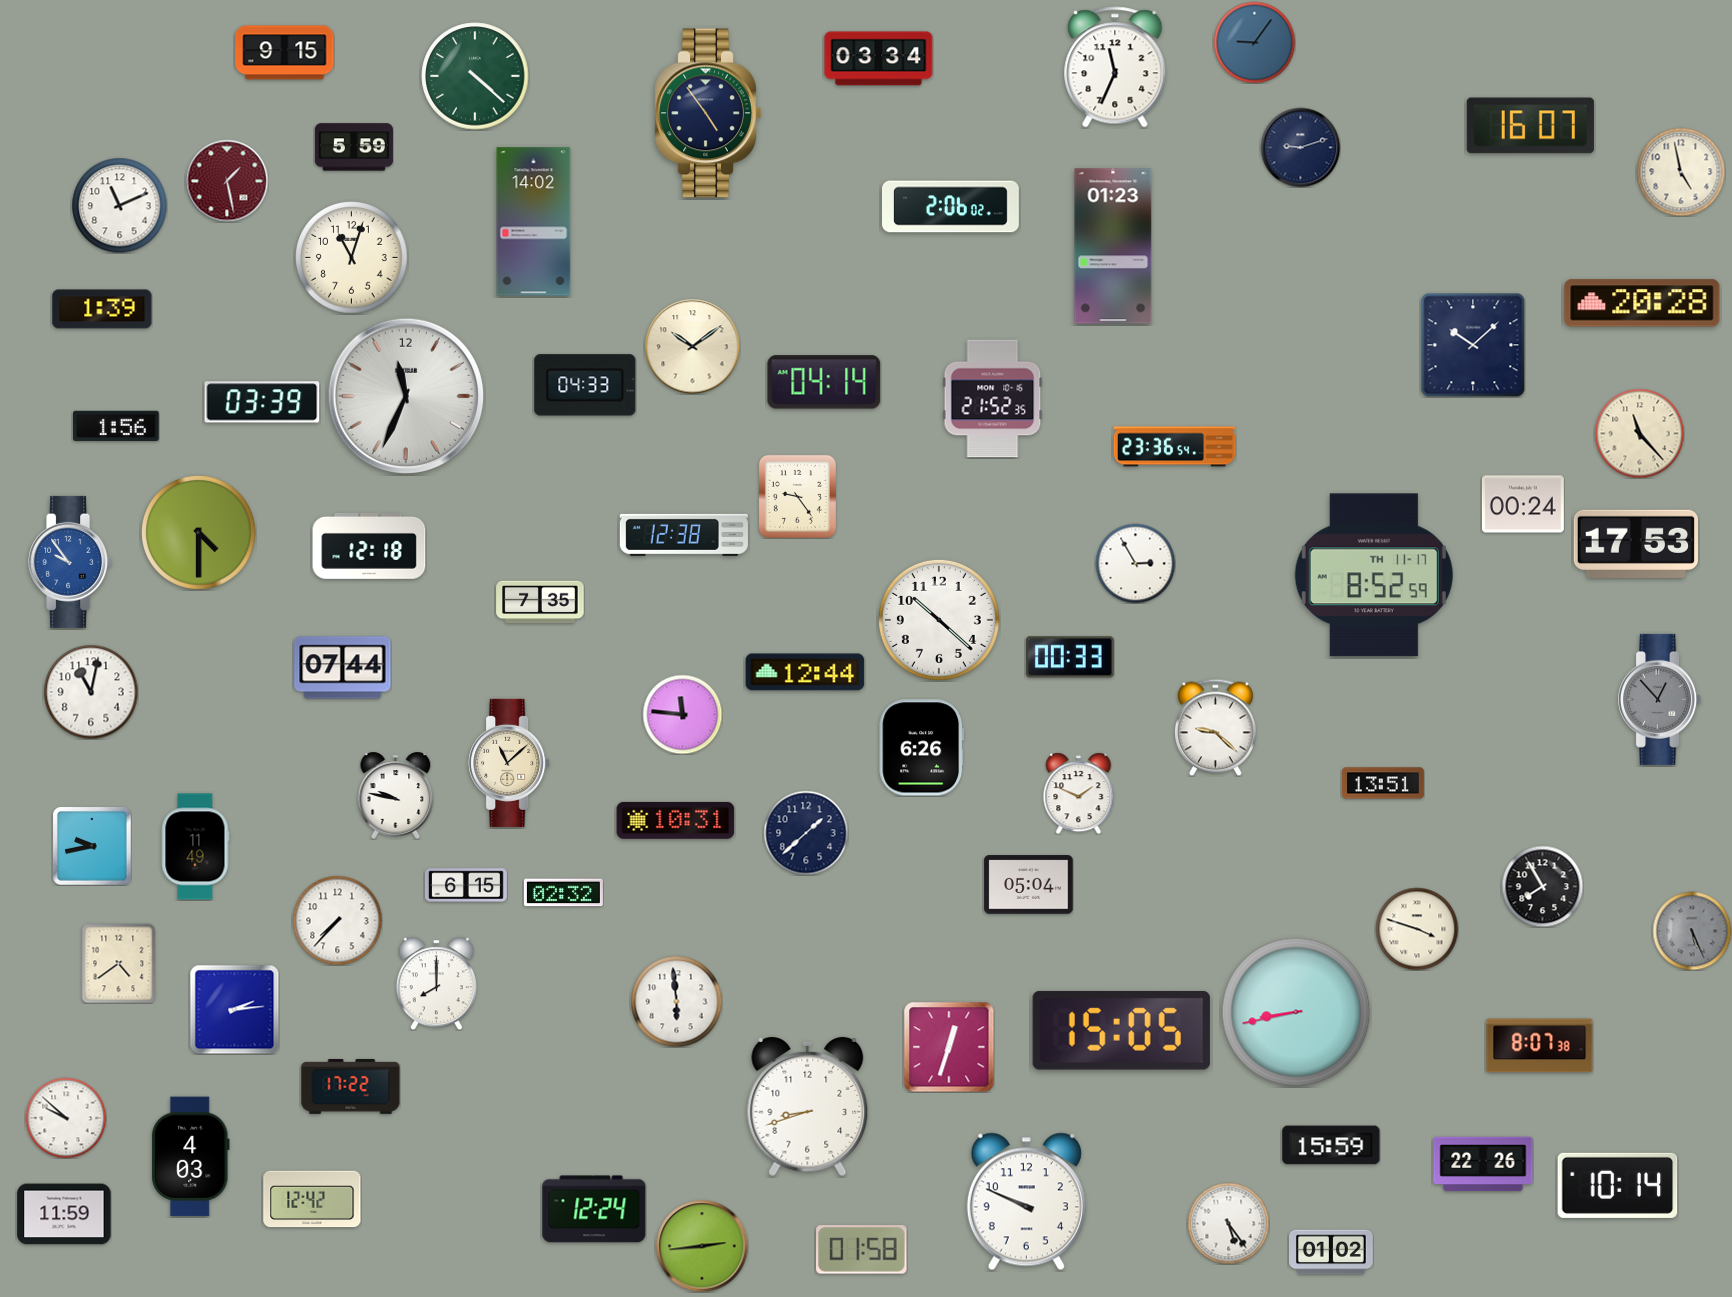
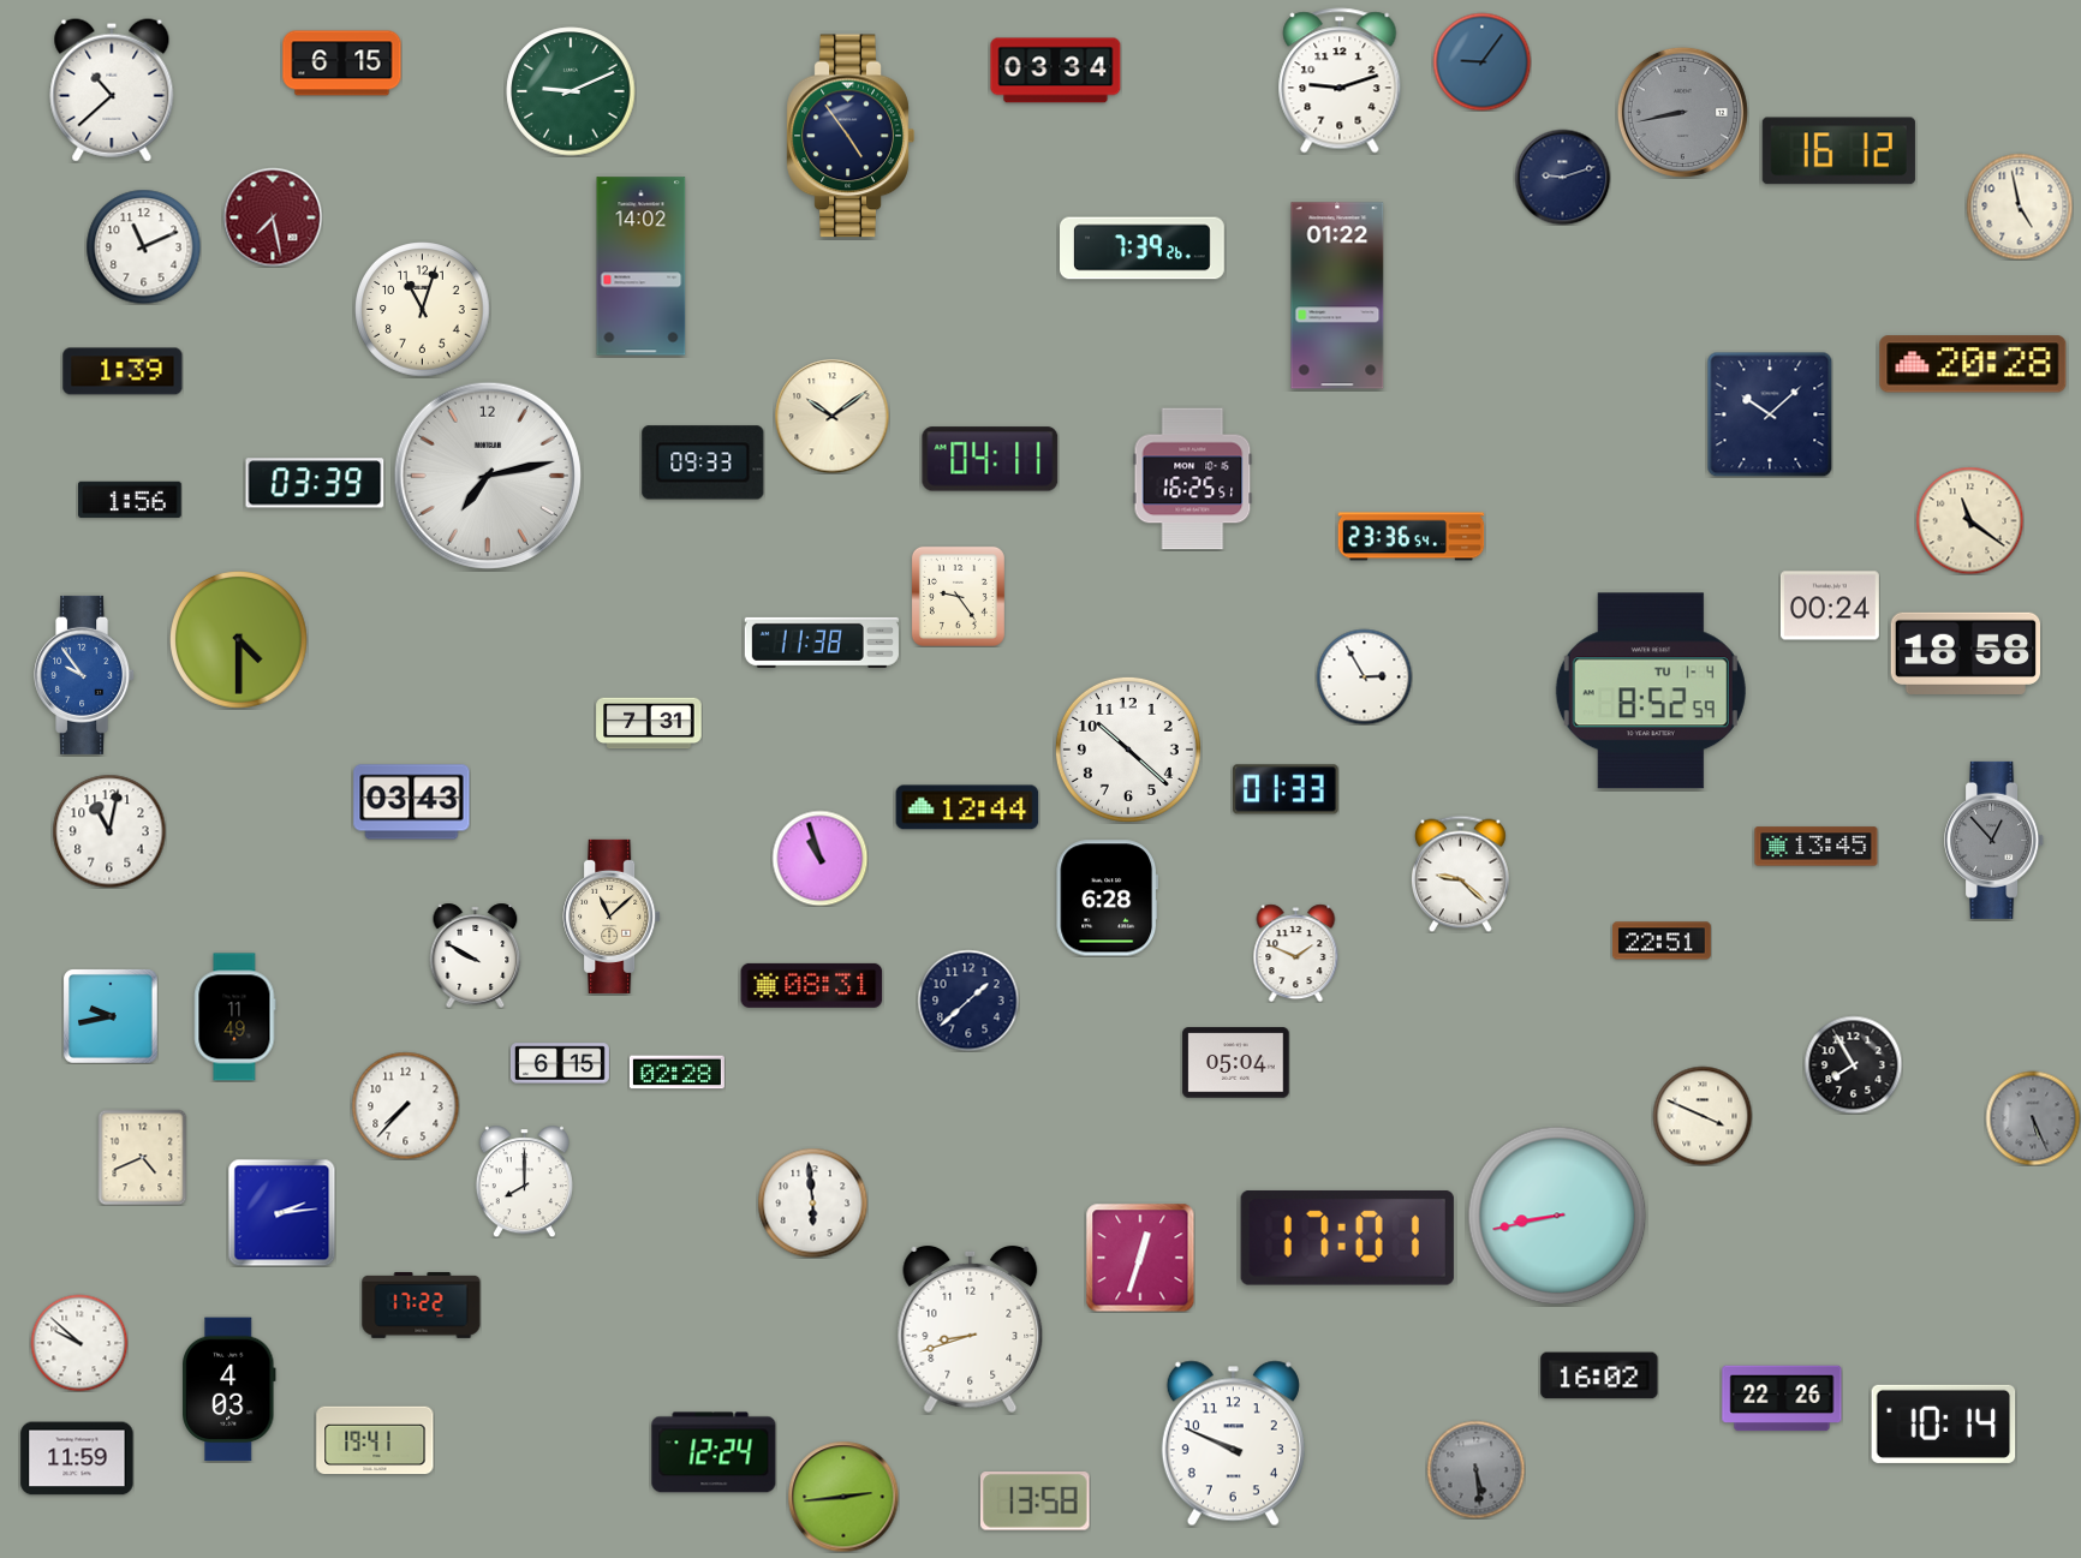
clock at (1254, 42) position: (1254, 42) -> (1481, 61)
clock at (285, 53): 9:15 -> 6:15
clock at (1115, 67): 11:34 -> 9:12
clock at (112, 90): none -> 10:38
clock at (475, 76): 4:22 -> 9:11
clock at (1682, 112): none -> 8:43
clock at (1530, 126): 16:07 -> 16:12
clock at (354, 147): 5:59 -> none
clock at (227, 181): 1:28 -> 7:28
clock at (951, 207): 2:06 -> 7:39
clock at (1113, 246): 01:23 -> 01:22
clock at (824, 382): 04:14 -> 04:11
clock at (585, 385): 04:33 -> 09:33
clock at (406, 396): 11:34 -> 7:13
clock at (993, 399): 21:52 -> 16:25
clock at (117, 426) position: (117, 426) -> (131, 500)
clock at (1639, 433): 11:23 -> 11:21
clock at (684, 535): 12:38 -> 11:38
clock at (1635, 544): 17:53 -> 18:58
clock at (369, 546): 12:18 -> none
clock at (1374, 575) date: TH 11-17 -> TU 1-4
clock at (540, 602): 7:35 -> 7:31
clock at (939, 620) position: (939, 620) -> (1128, 750)
clock at (1071, 657): 00:33 -> 01:33
clock at (343, 668): 07:44 -> 03:43
clock at (1817, 847): none -> 13:45
clock at (682, 714): 11:46 -> 10:57
clock at (921, 748): 6:26 -> 6:28
clock at (1383, 783): 13:51 -> 22:51
clock at (396, 795): 9:47 -> 9:50
clock at (676, 820): 10:31 -> 08:31
clock at (563, 893): 02:32 -> 02:28
clock at (1417, 929): 3:48 -> 3:49
clock at (119, 963): 4:39 -> 4:41
clock at (1121, 1030): 15:05 -> 17:01
clock at (1540, 1046): 8:07 -> none
clock at (1331, 1145): 15:59 -> 16:02
clock at (312, 1199): 12:42 -> 19:41
clock at (1228, 1223): 5:24 -> 5:29
clock at (1228, 1223) dial: white -> grey
clock at (862, 1250): 01:58 -> 13:58
clock at (1332, 1252): 01:02 -> none
